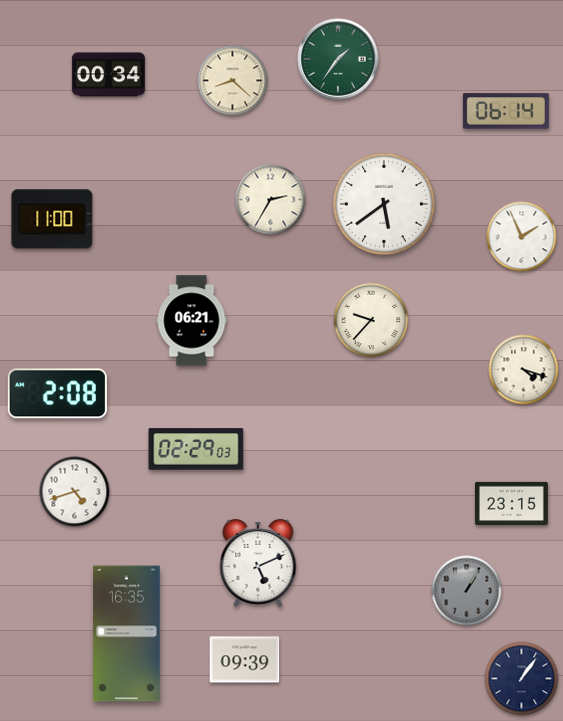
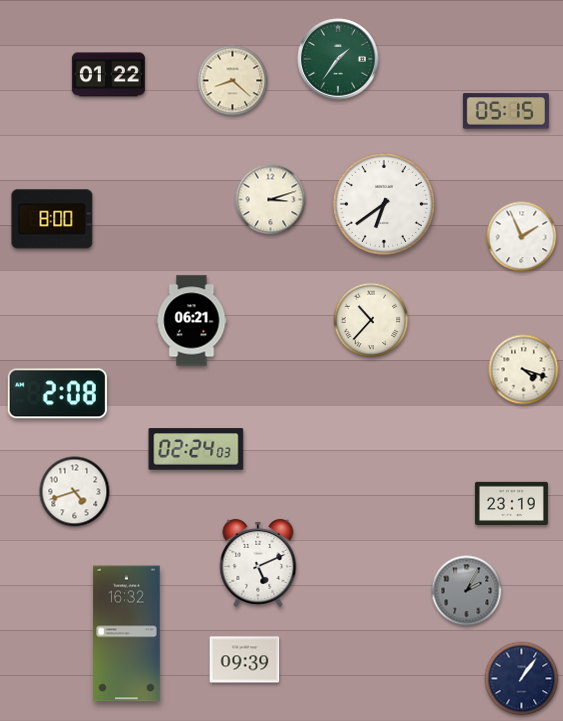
clock at (108, 75): 00:34 -> 01:22
clock at (506, 111): 06:14 -> 05:15
clock at (271, 200): 2:35 -> 3:12
clock at (384, 204): 5:39 -> 6:39
clock at (52, 219): 11:00 -> 8:00
clock at (371, 320): 9:37 -> 10:37
clock at (196, 449): 02:29 -> 02:24
clock at (511, 503): 23:15 -> 23:19
clock at (467, 591): 1:05 -> 2:05
clock at (127, 634): 16:35 -> 16:32
